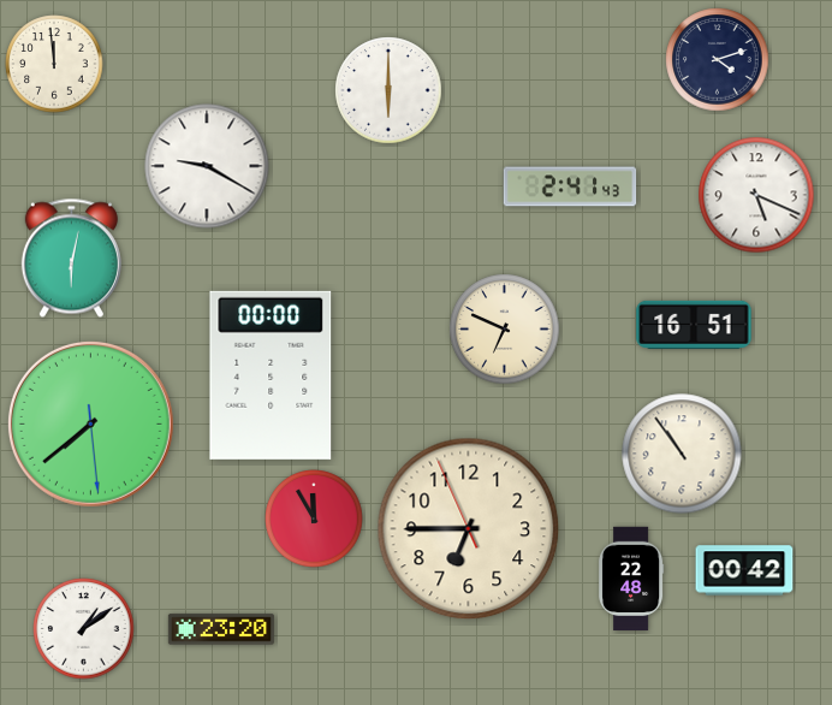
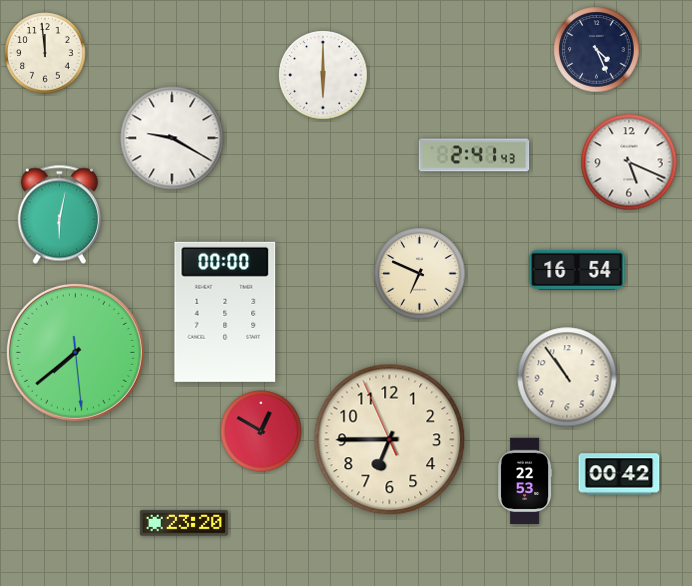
clock at (718, 60): 4:12 -> 4:26
clock at (694, 325): 16:51 -> 16:54
clock at (314, 519): 11:55 -> 12:50
clock at (631, 579): 22:48 -> 22:53
clock at (84, 629): 1:09 -> none
